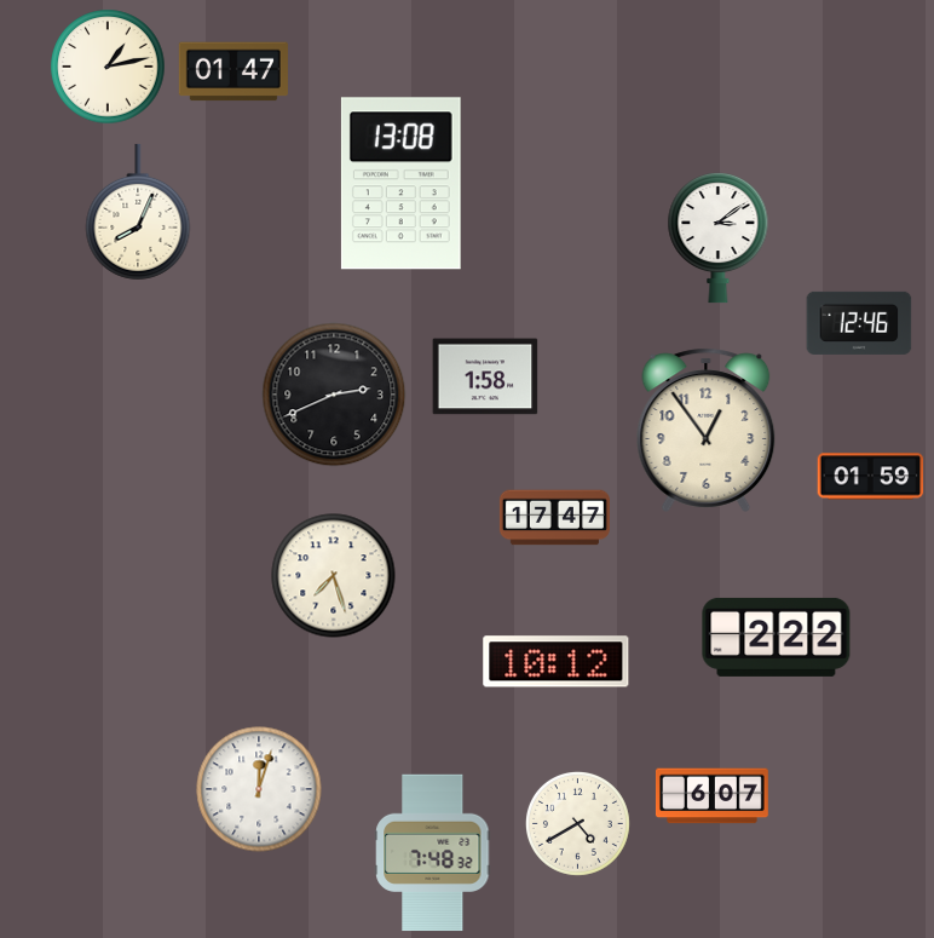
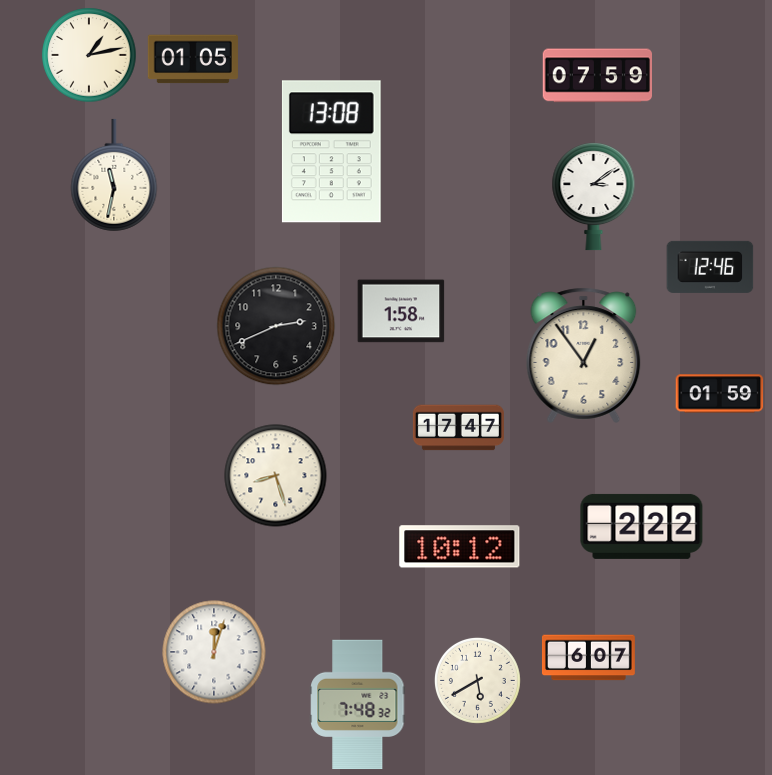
clock at (234, 71): 01:47 -> 01:05
clock at (597, 76): none -> 07:59
clock at (138, 212): 8:04 -> 11:32
clock at (334, 576): 7:27 -> 8:27
clock at (577, 823): 4:40 -> 5:40
